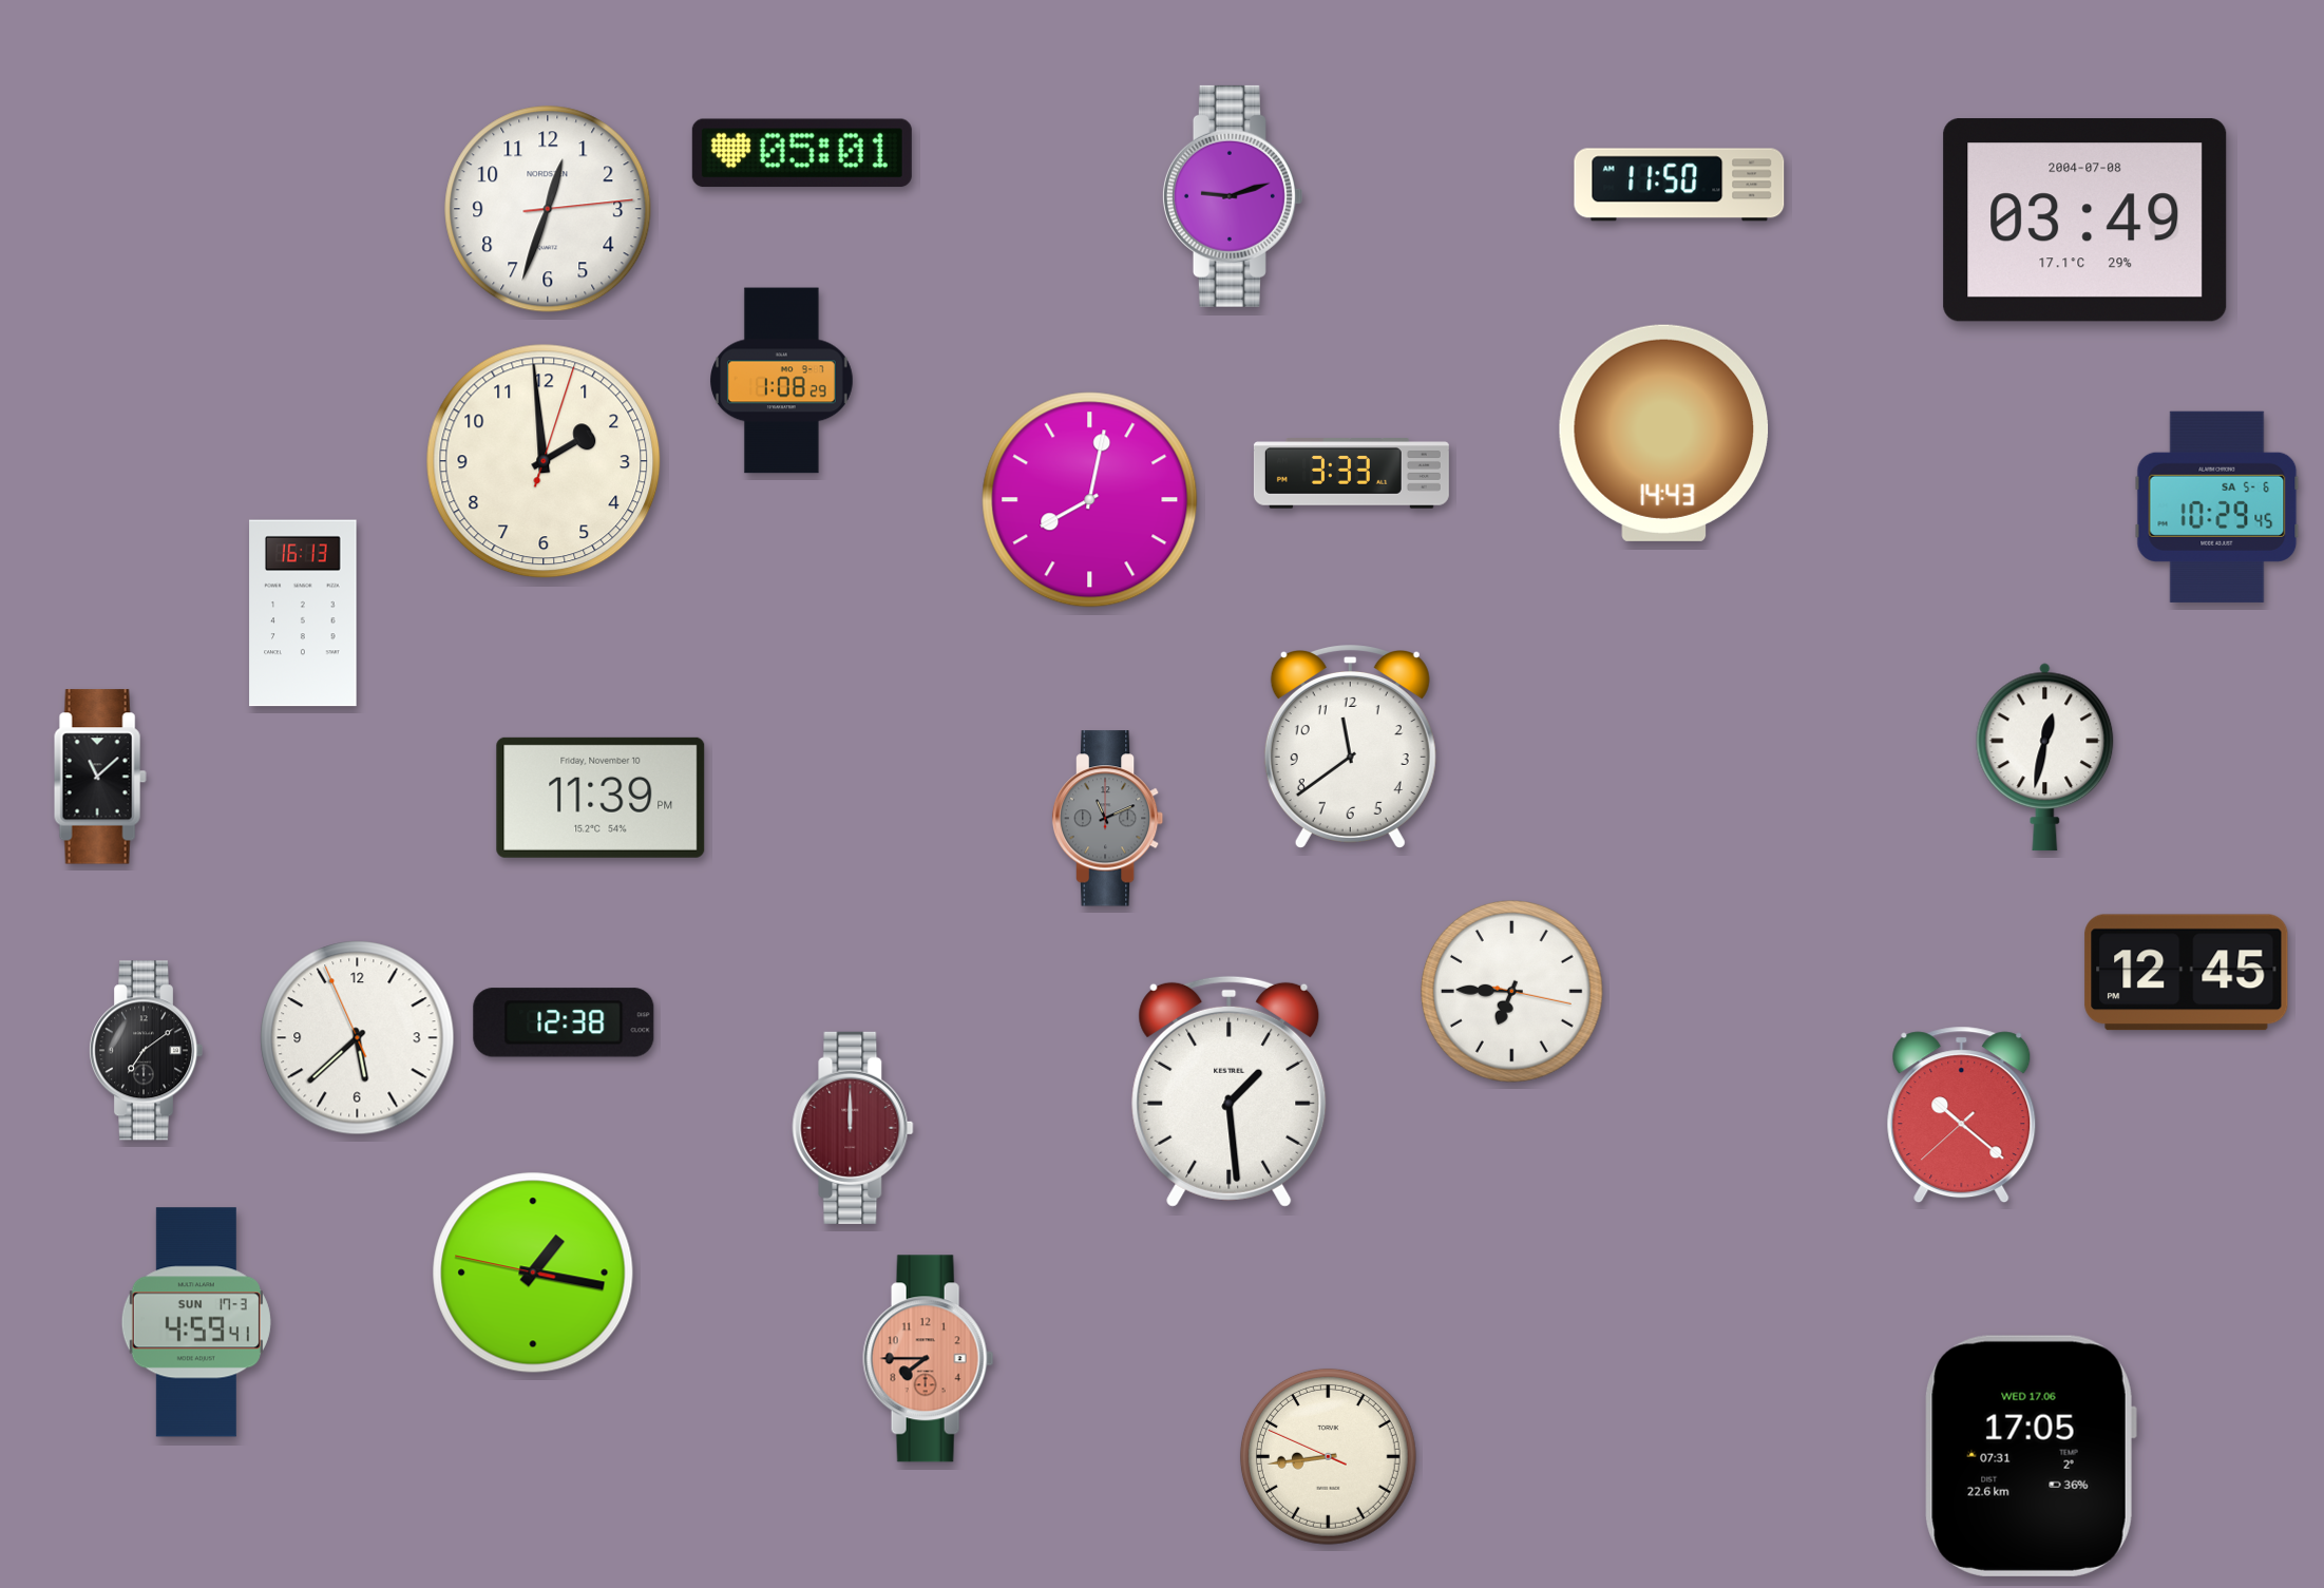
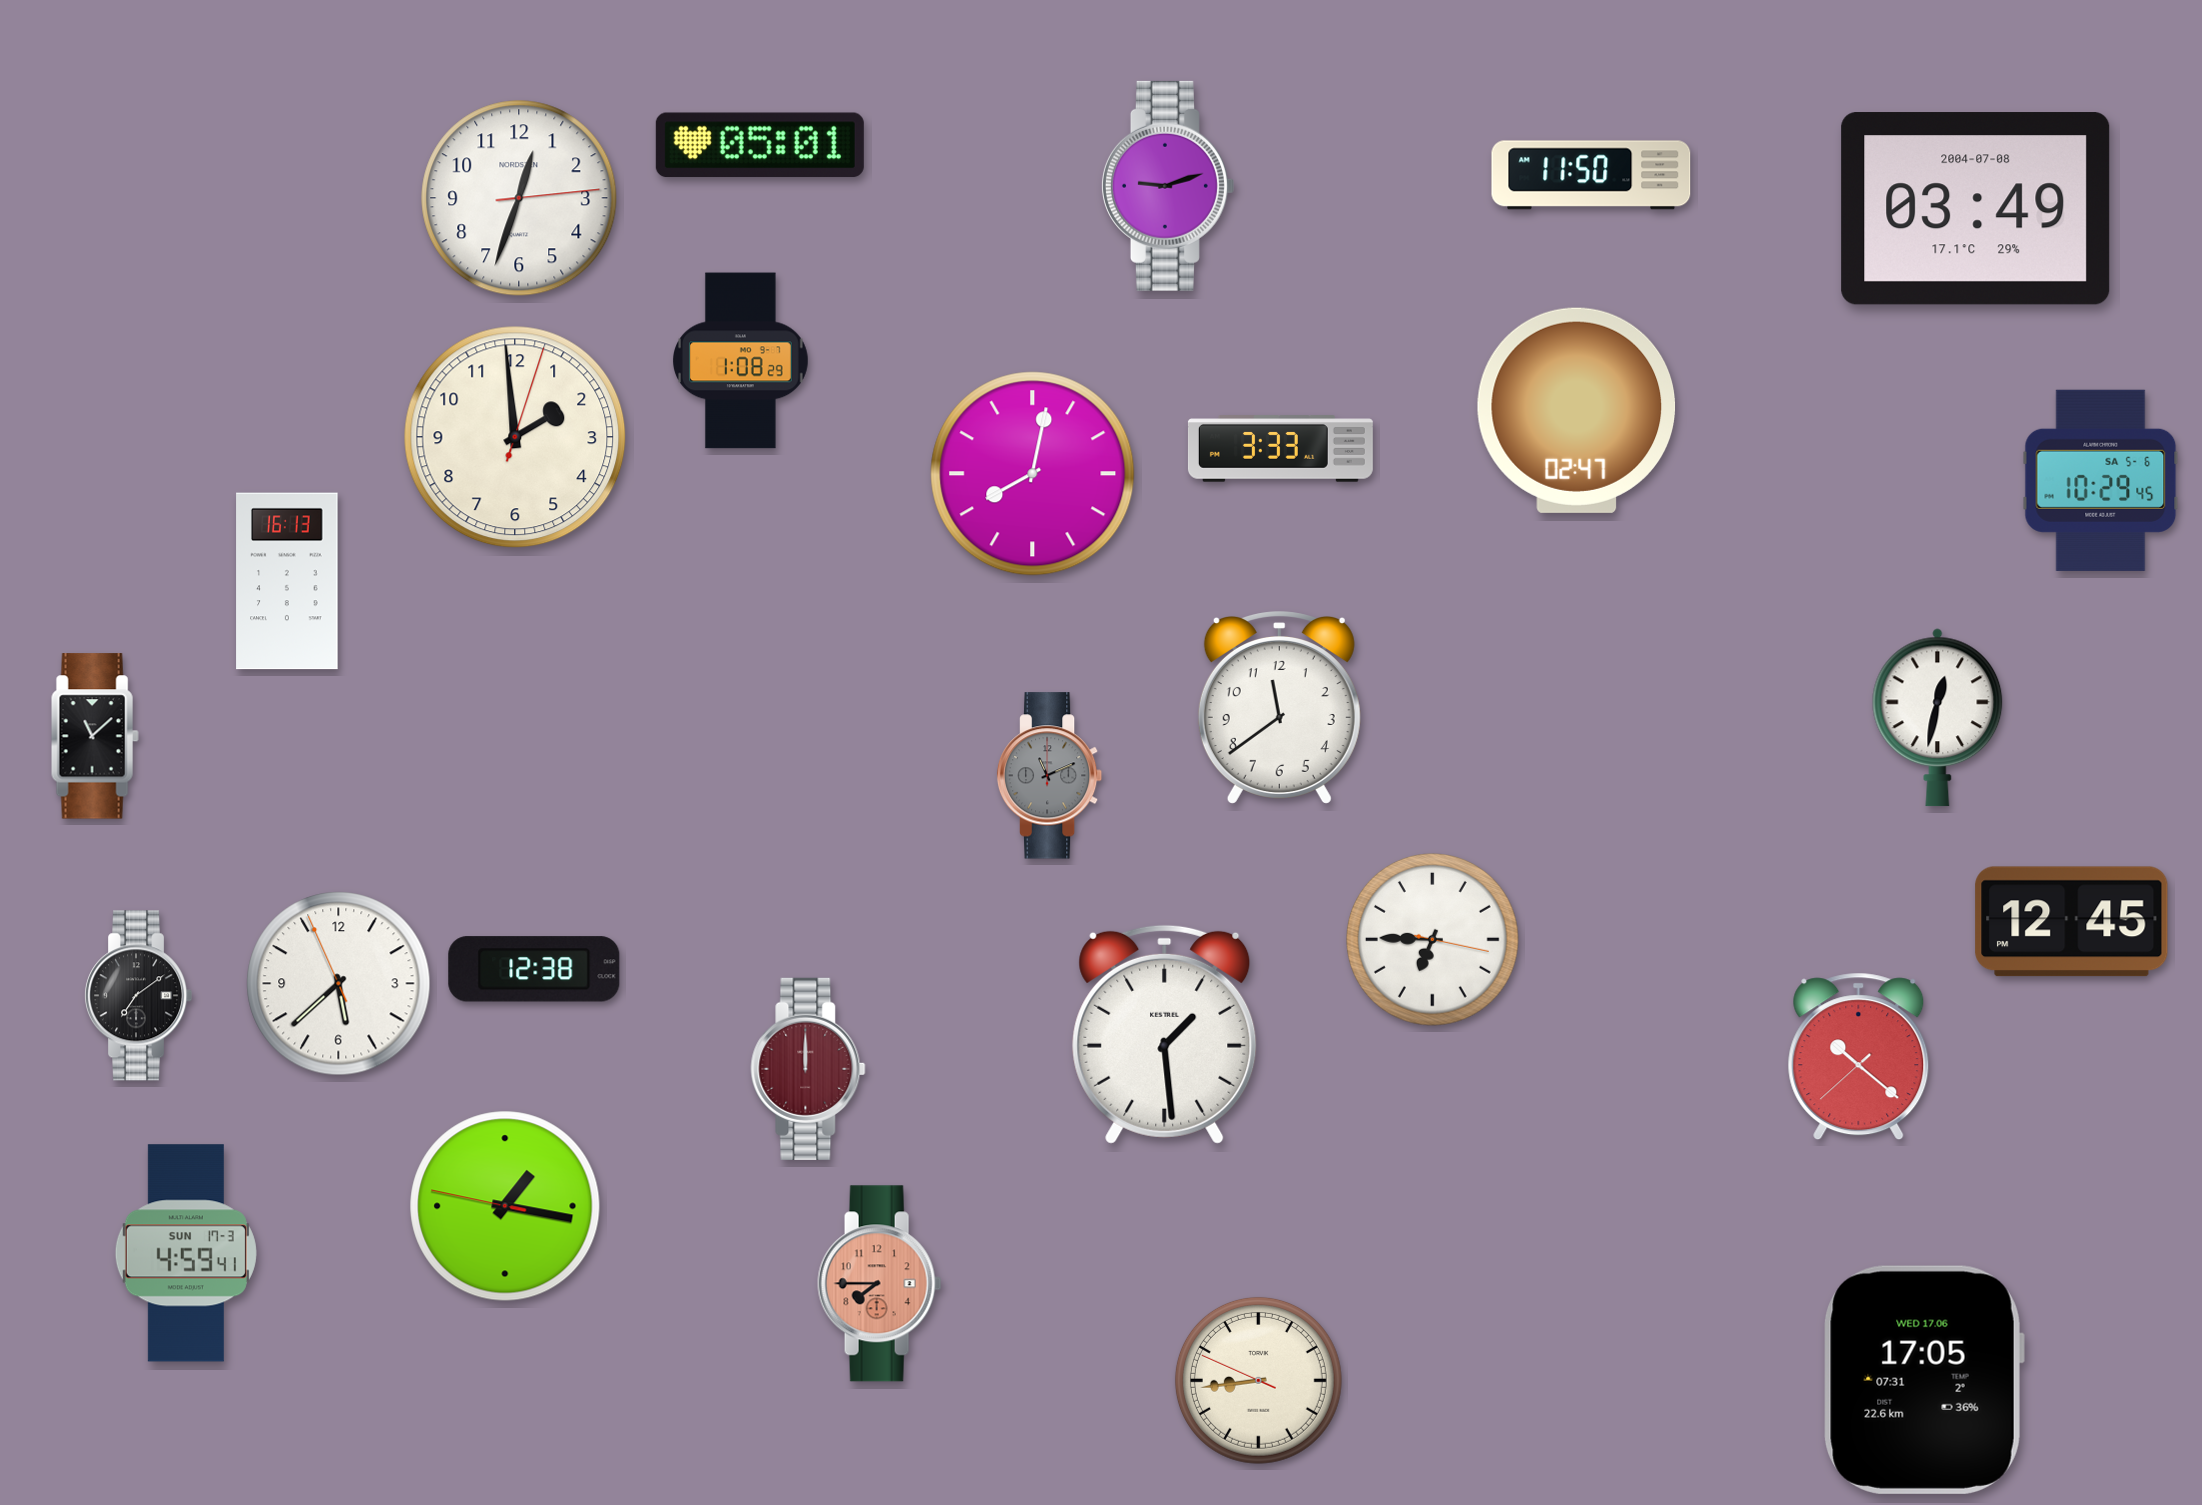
clock at (1663, 433): 14:43 -> 02:47
clock at (601, 798): 11:39 -> none
clock at (929, 1359) position: (929, 1359) -> (880, 1284)
